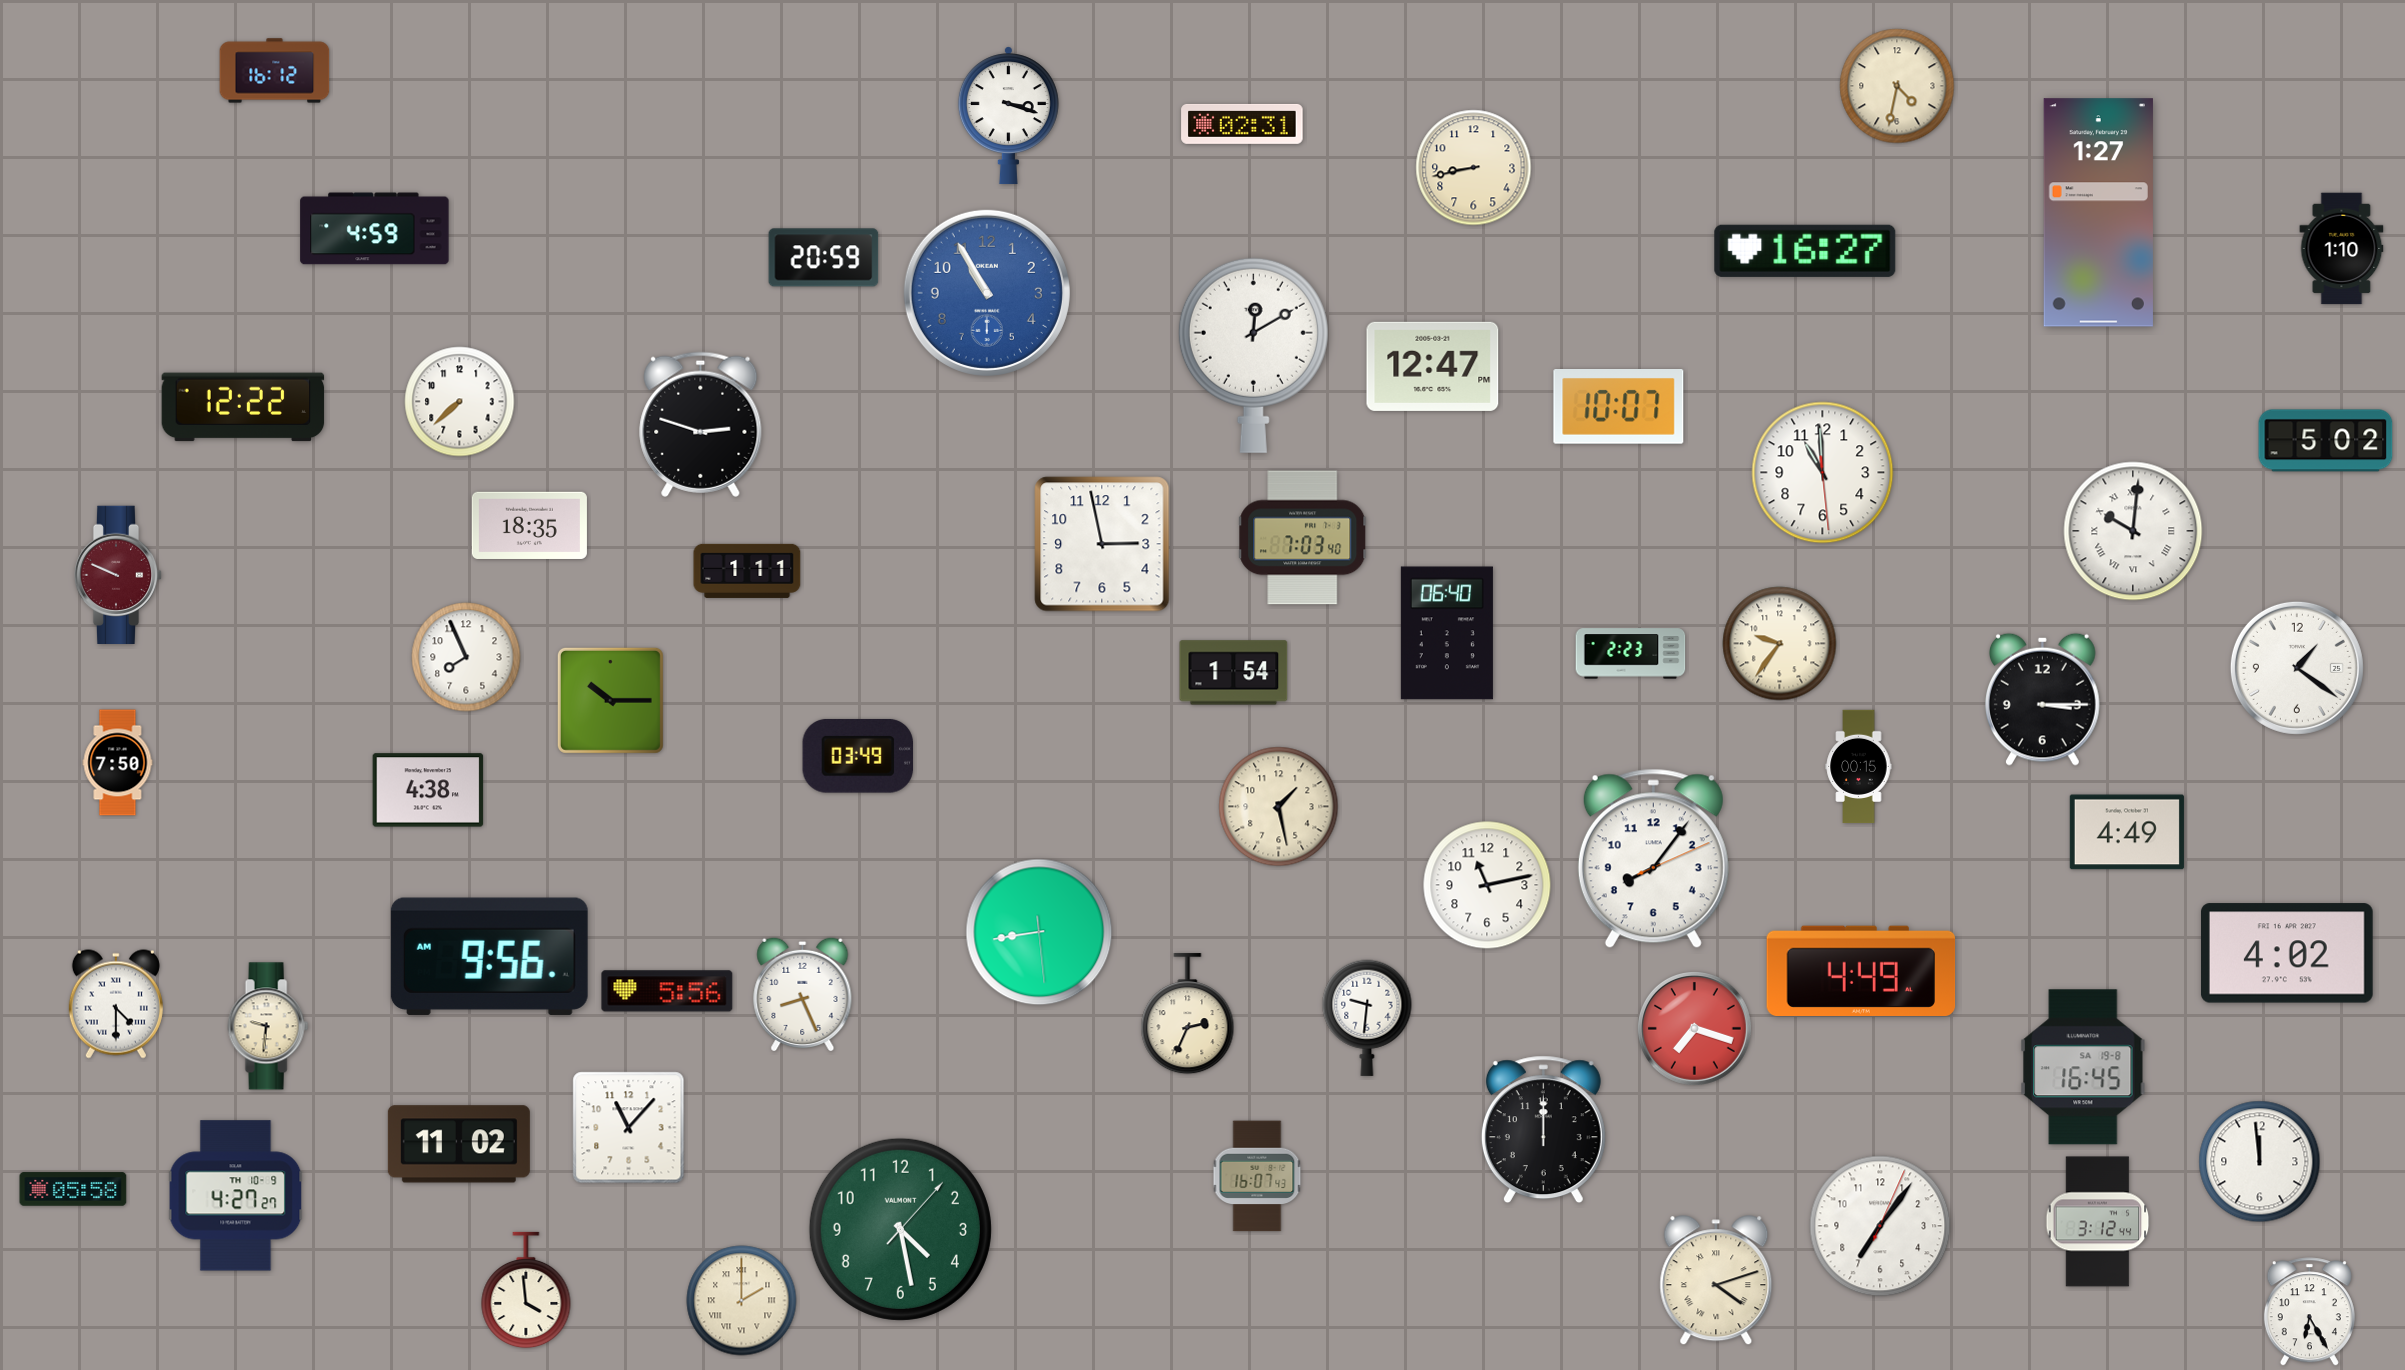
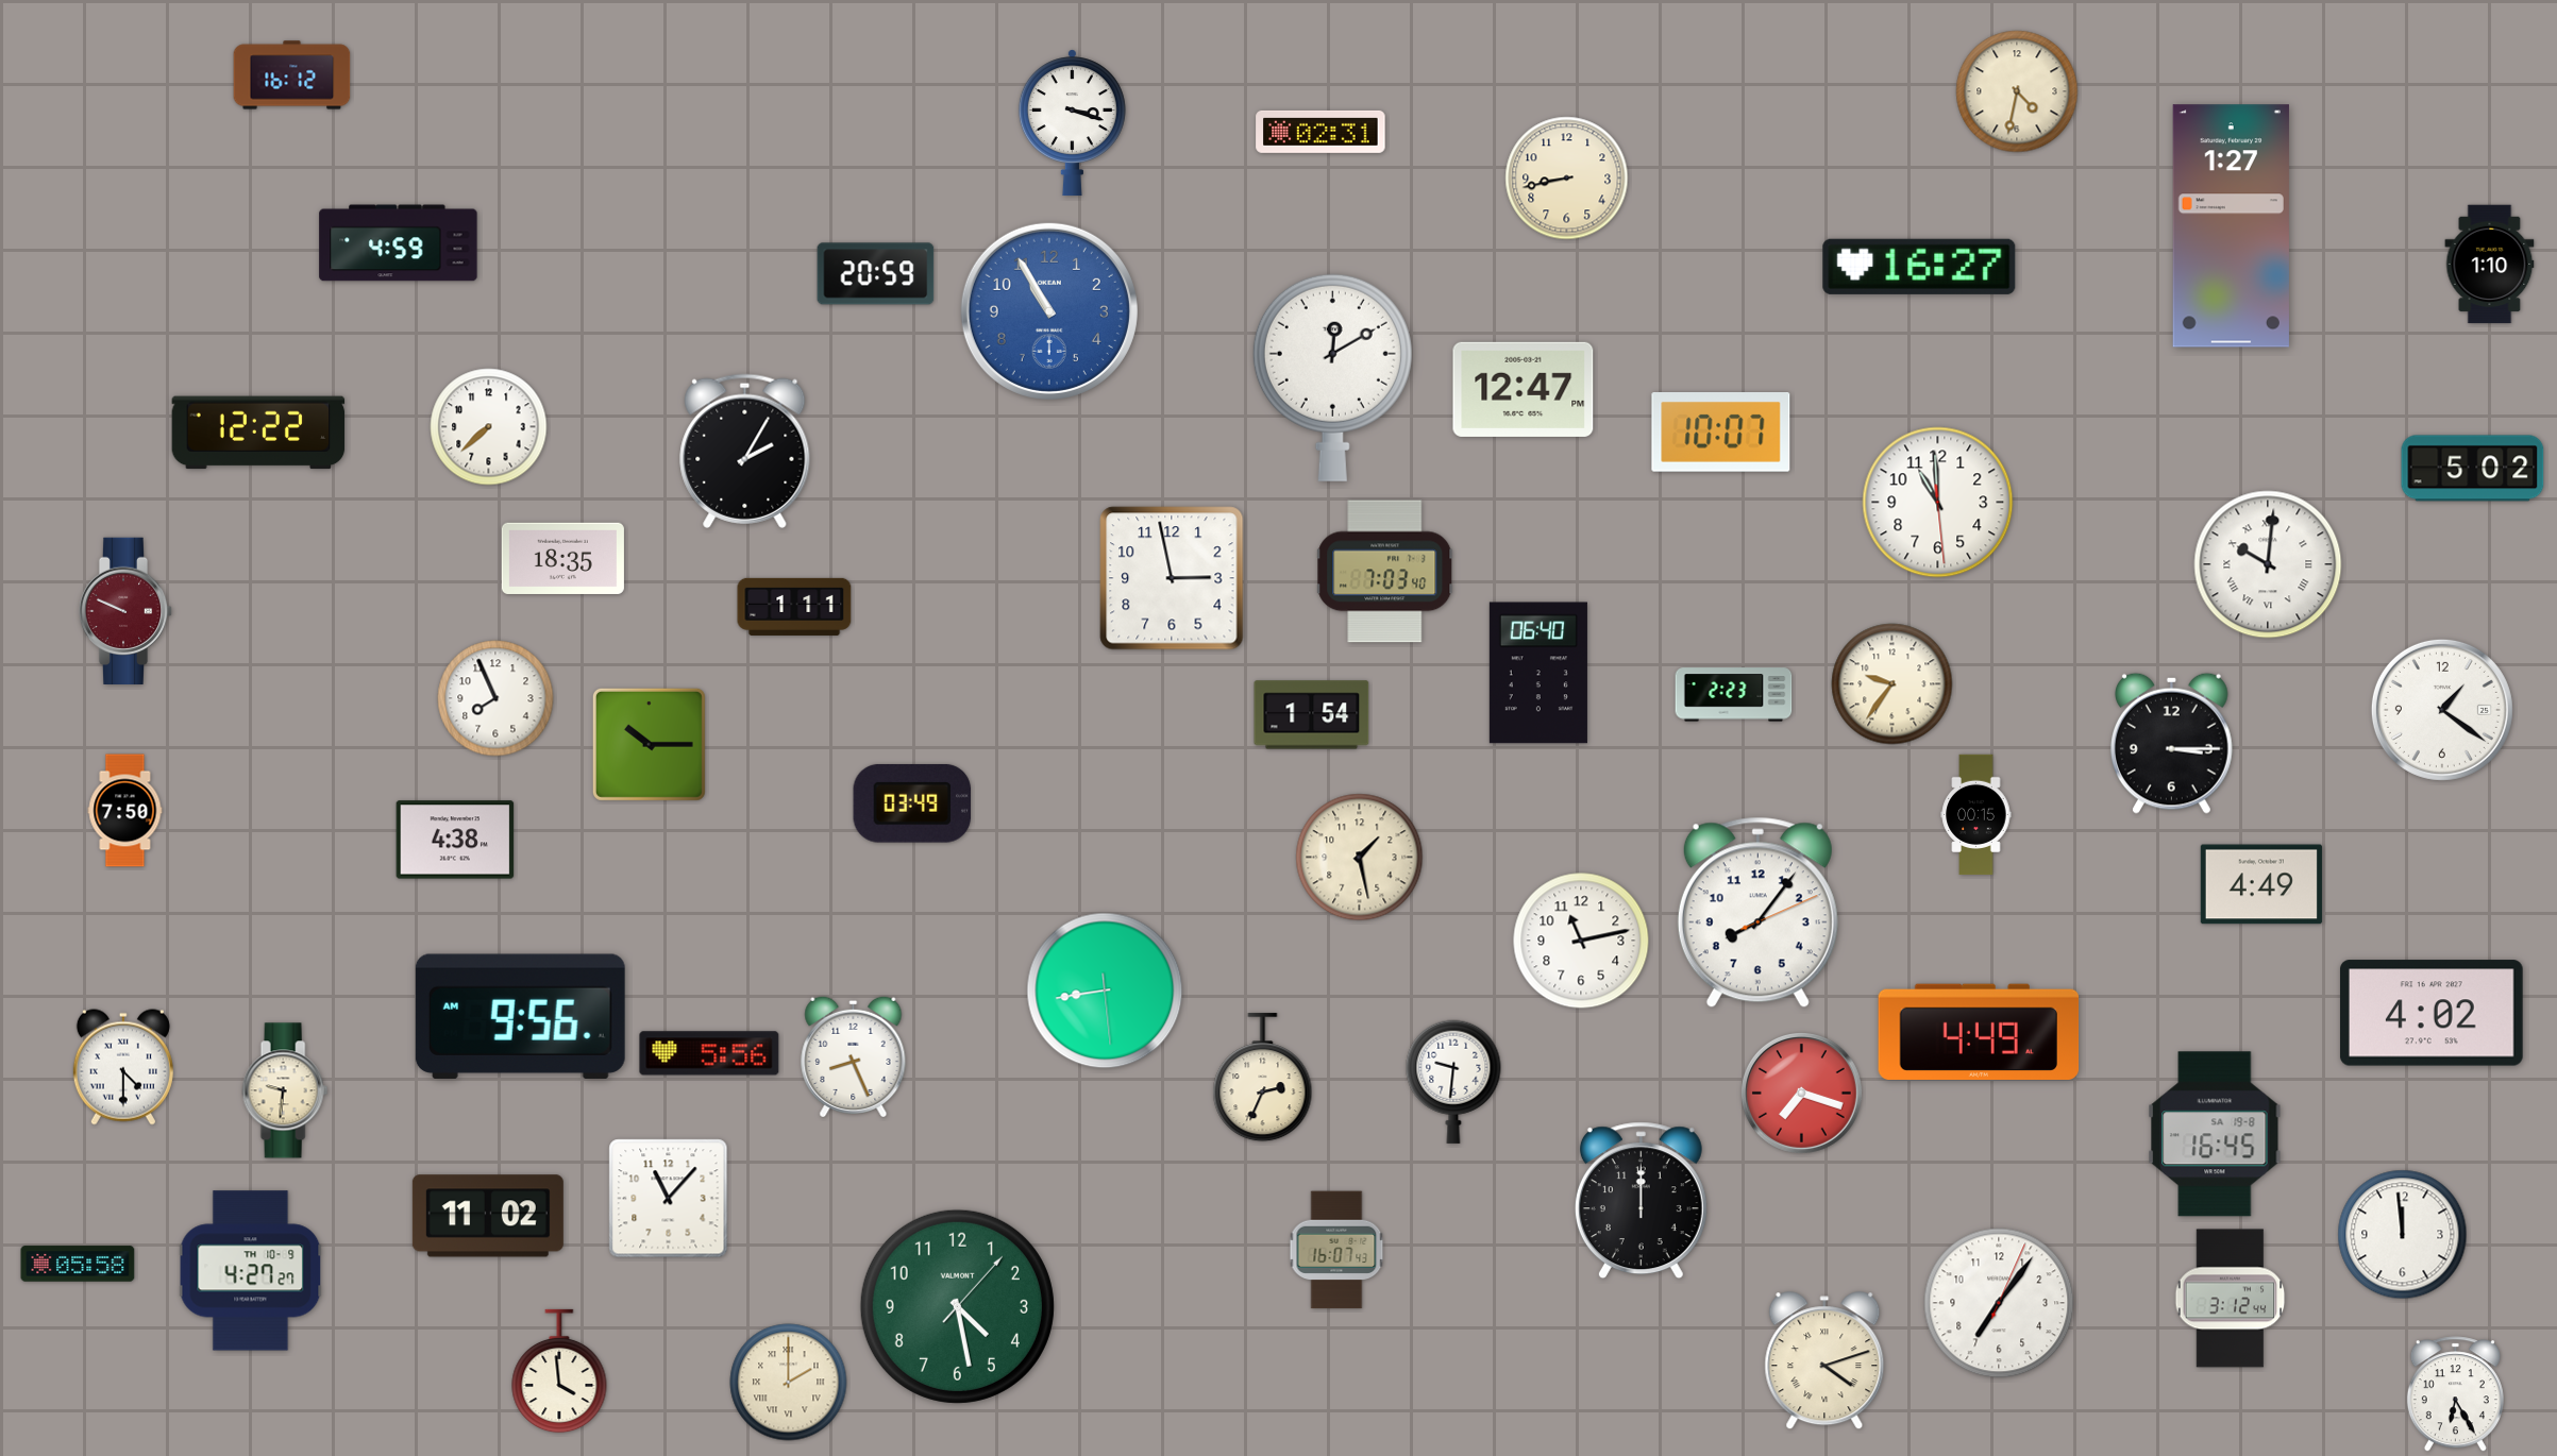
clock at (701, 424): 2:48 -> 2:05
